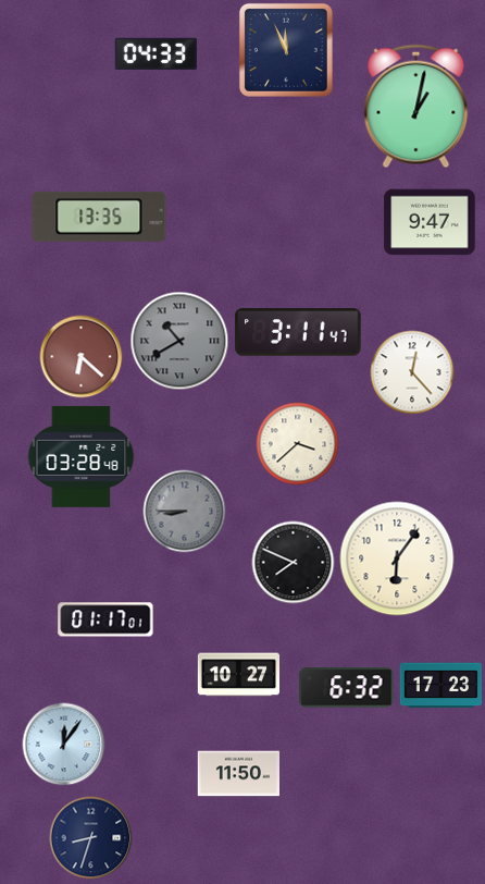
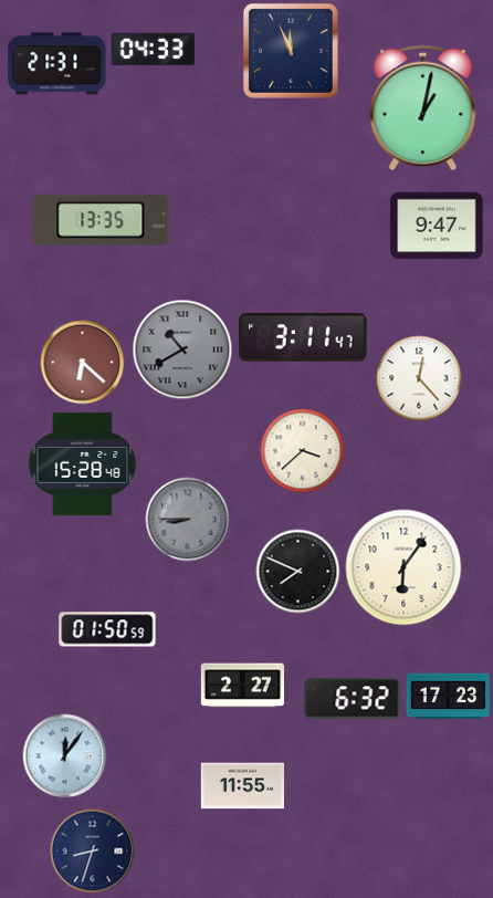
clock at (156, 53) position: (156, 53) -> (153, 49)
clock at (57, 64): none -> 21:31
clock at (179, 341) position: (179, 341) -> (182, 349)
clock at (82, 456): 03:28 -> 15:28
clock at (105, 619): 01:17 -> 01:50
clock at (239, 675): 10:27 -> 2:27
clock at (238, 774): 11:50 -> 11:55
